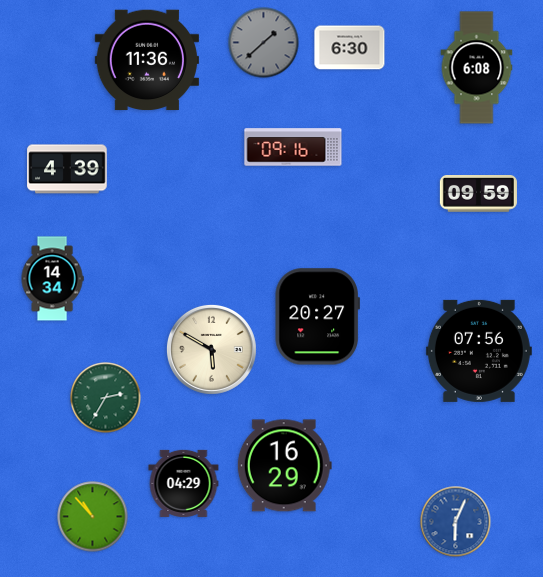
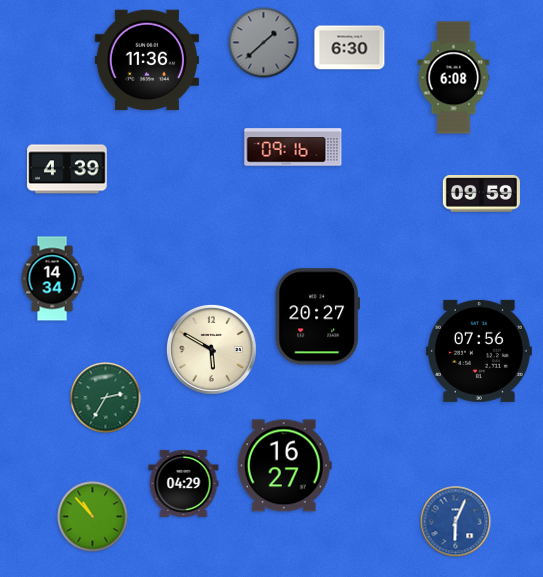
clock at (477, 68) position: (477, 68) -> (454, 78)
clock at (478, 194) position: (478, 194) -> (481, 194)
clock at (284, 466): 16:29 -> 16:27
